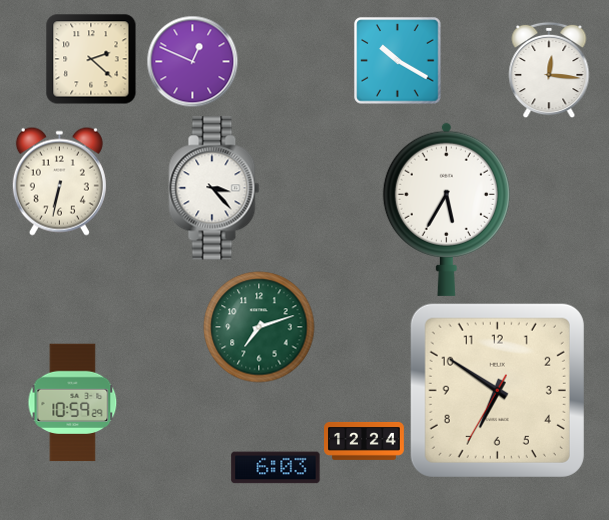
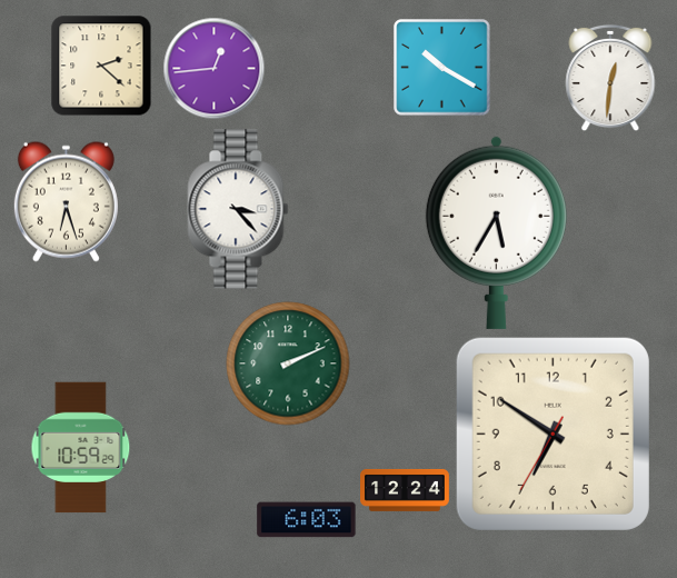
clock at (192, 61): 12:49 -> 12:44
clock at (549, 70): 12:16 -> 12:31
clock at (59, 181): 6:32 -> 6:27
clock at (259, 327): 7:12 -> 2:11
